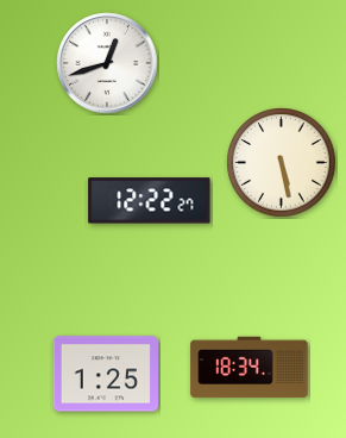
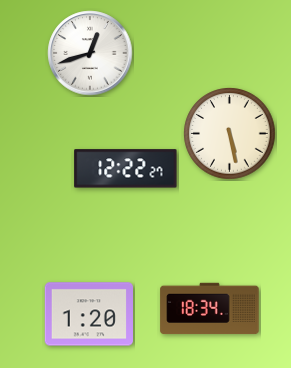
clock at (282, 163) position: (282, 163) -> (230, 134)
clock at (105, 374): 1:25 -> 1:20
